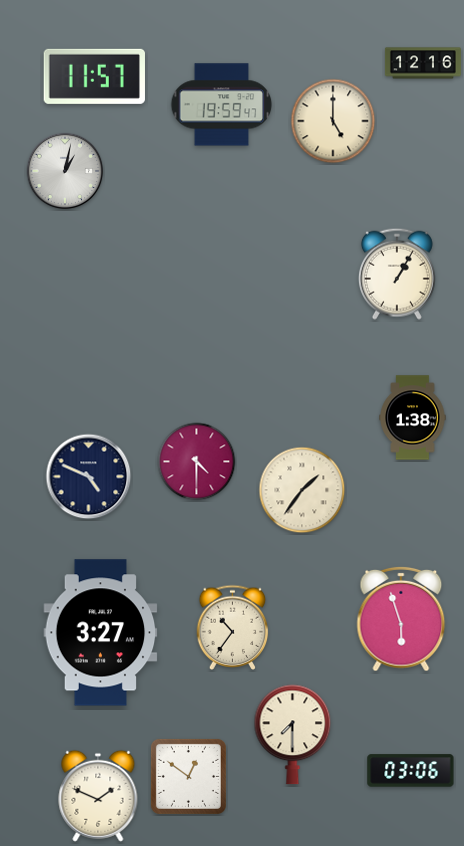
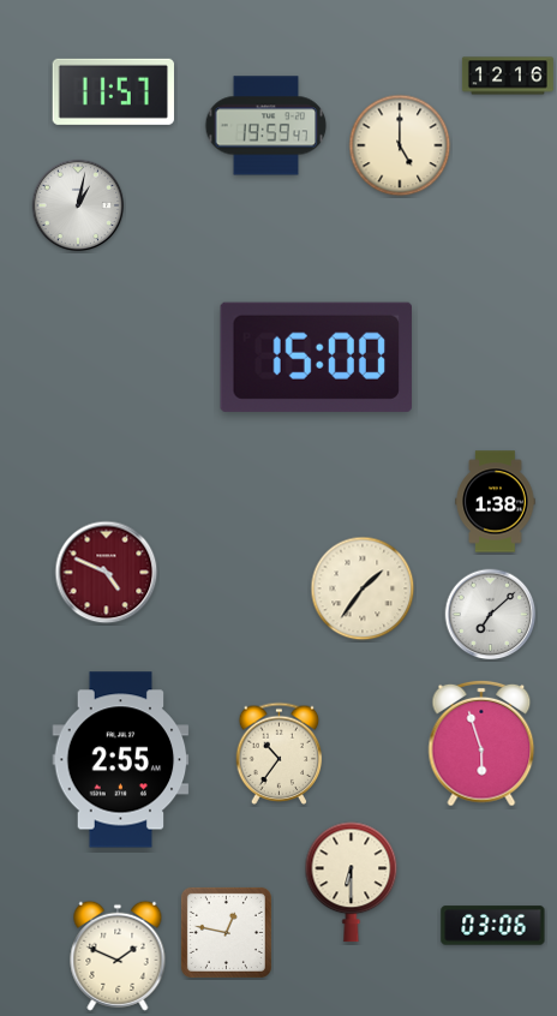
clock at (397, 274): 1:05 -> none
clock at (316, 357): none -> 15:00
clock at (197, 462): 4:30 -> none
clock at (89, 477) dial: navy -> burgundy
clock at (491, 615): none -> 7:08
clock at (101, 633): 3:27 -> 2:55
clock at (293, 735): 7:30 -> 6:30
clock at (188, 776): 12:51 -> 12:47
